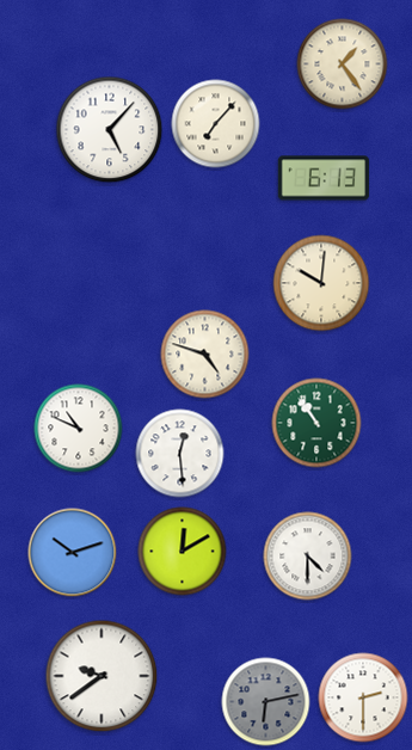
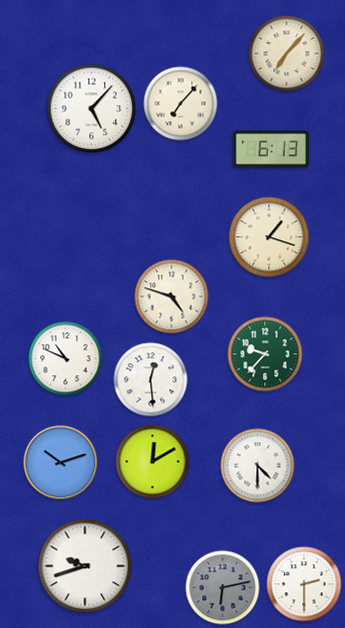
clock at (343, 64): 1:24 -> 7:07
clock at (321, 283): 10:01 -> 1:18
clock at (316, 423): 10:54 -> 9:37
clock at (102, 676): 9:39 -> 9:42
